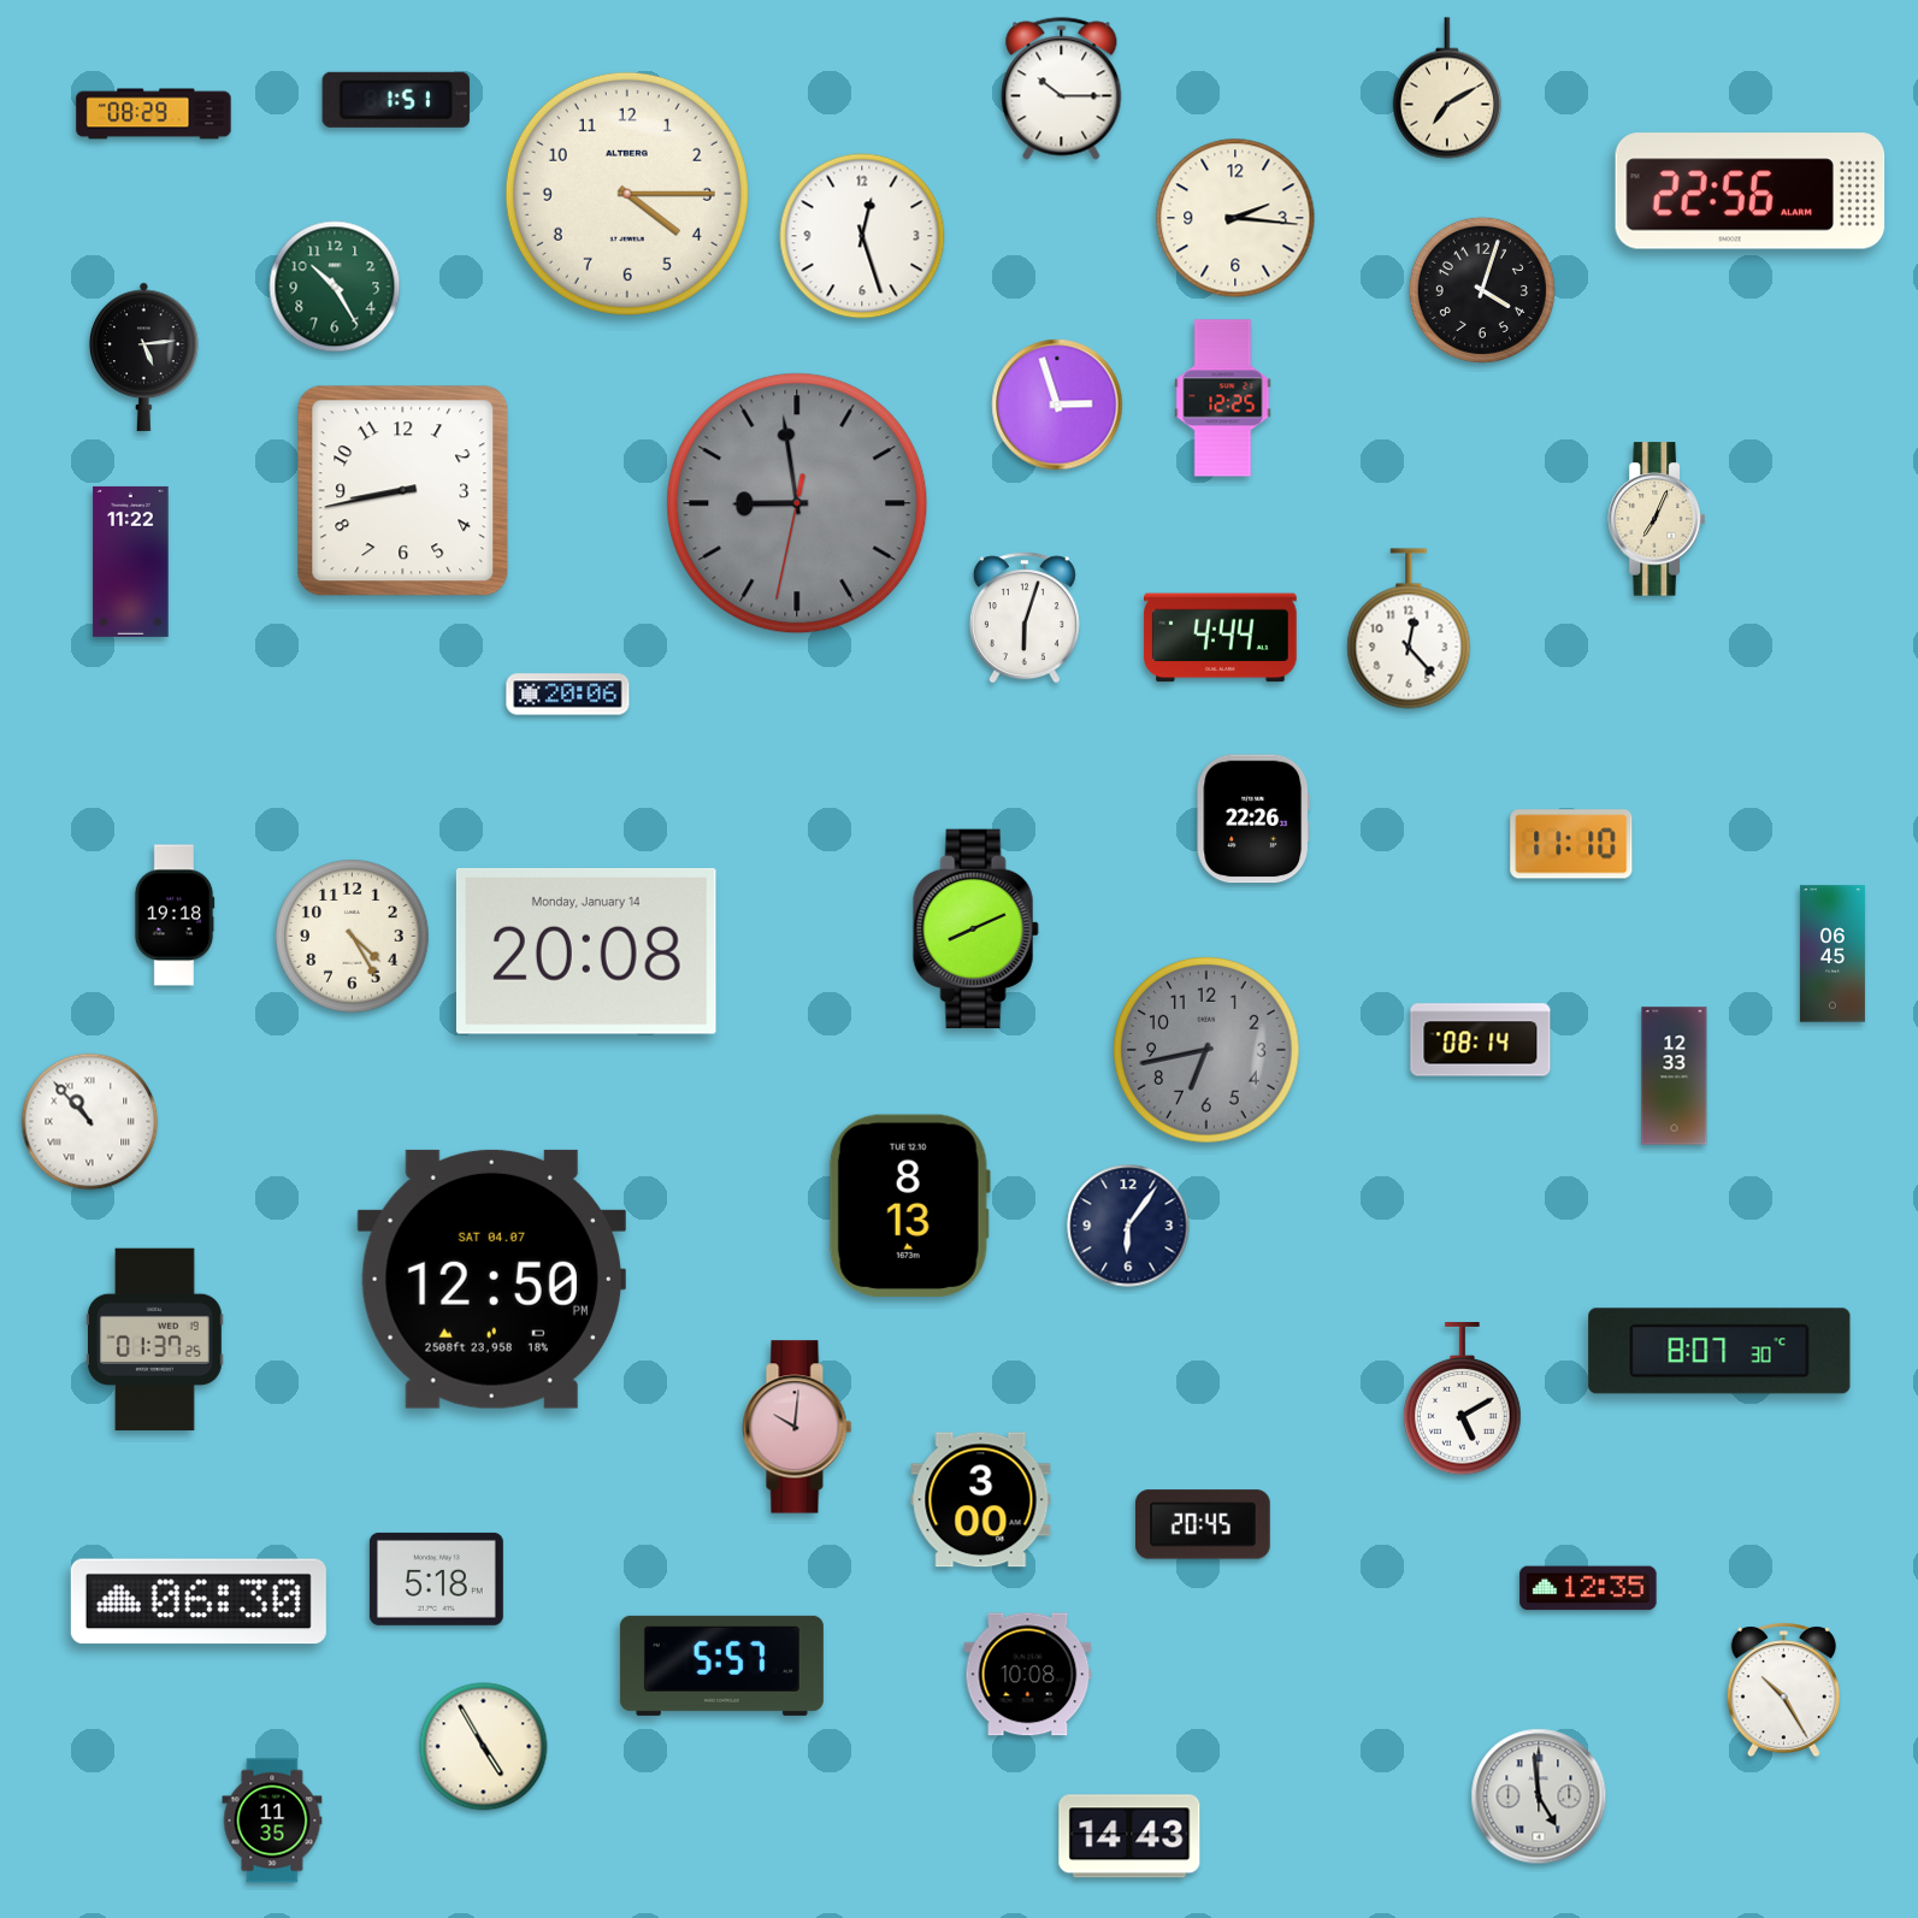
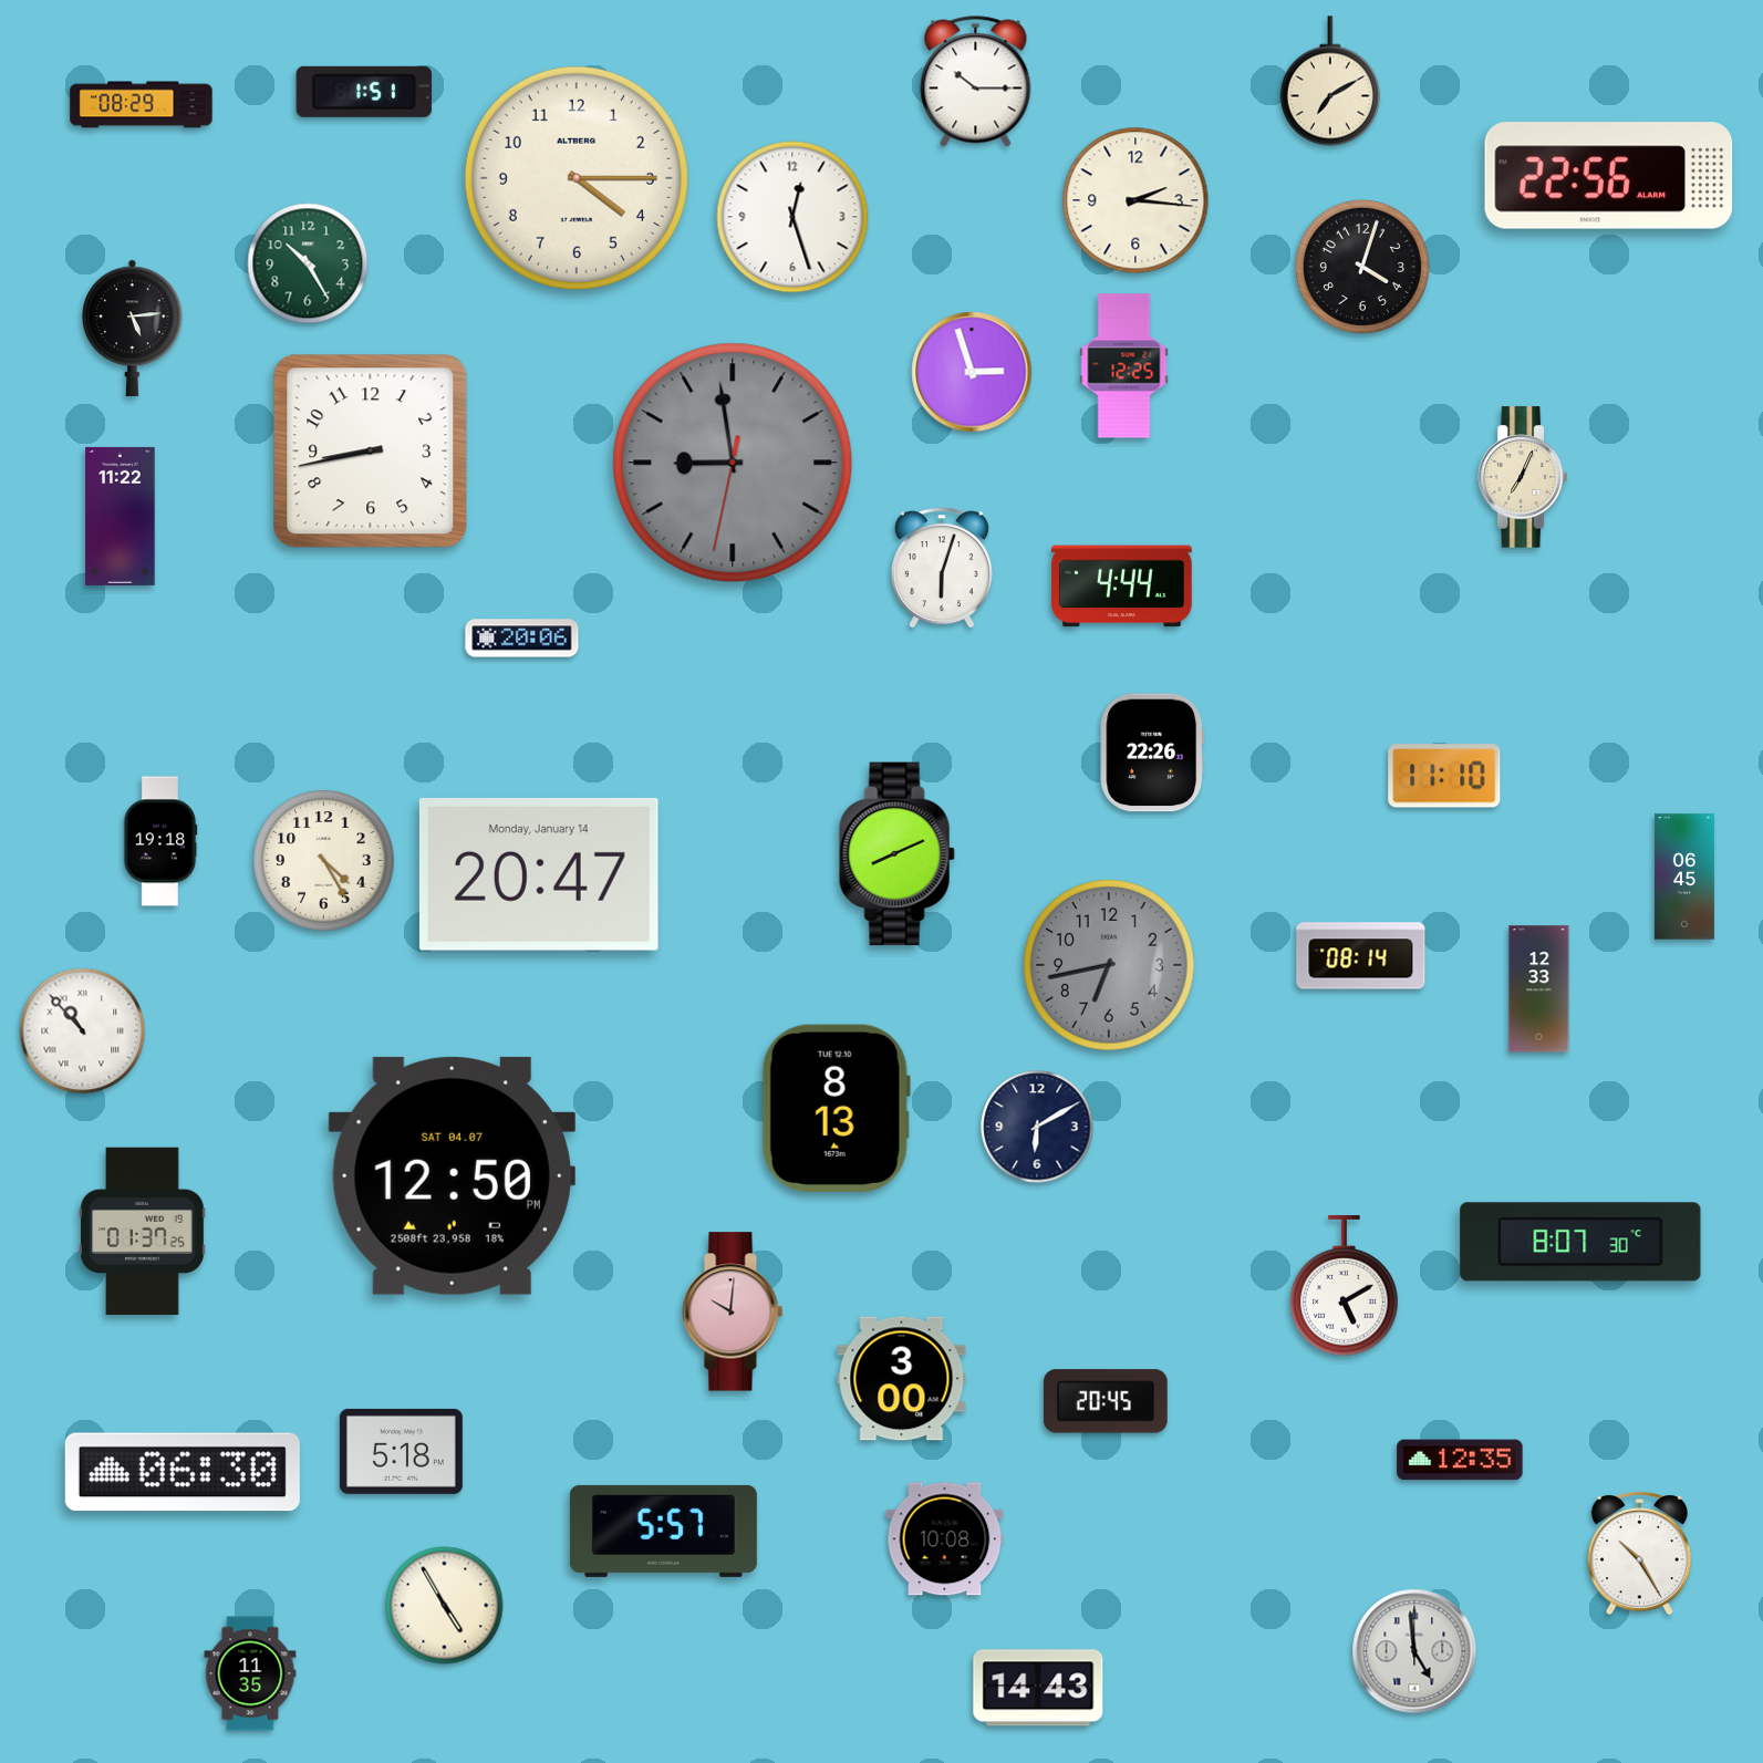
clock at (1409, 628): 12:23 -> none
clock at (586, 951): 20:08 -> 20:47
clock at (1128, 1226): 6:06 -> 6:10
